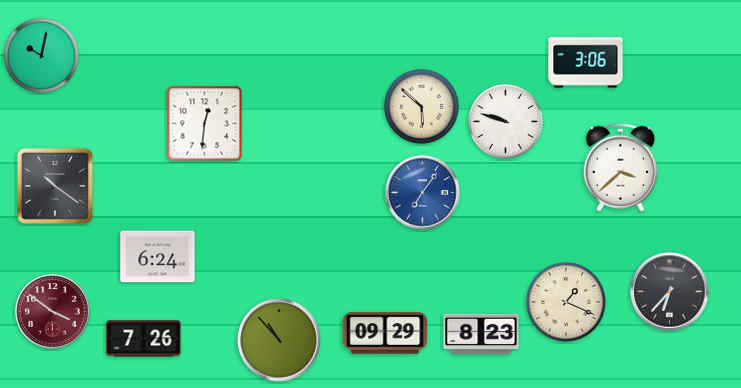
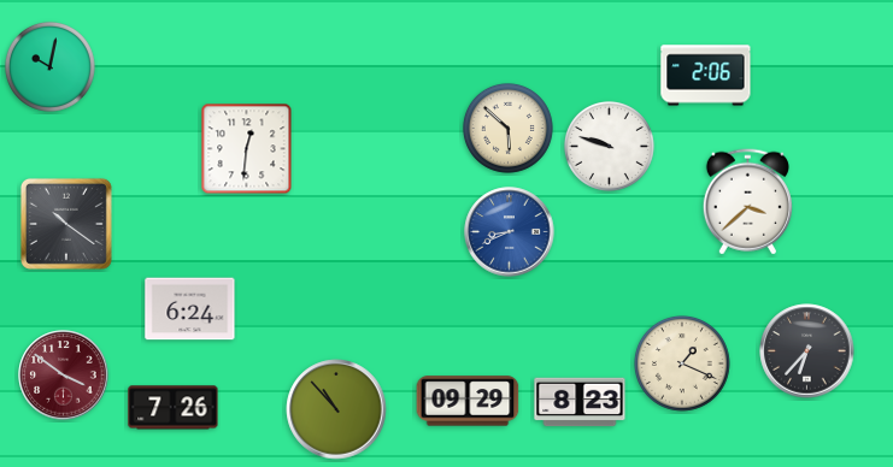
clock at (586, 63): 3:06 -> 2:06
clock at (423, 193): 7:06 -> 8:41
clock at (385, 333) position: (385, 333) -> (468, 401)
